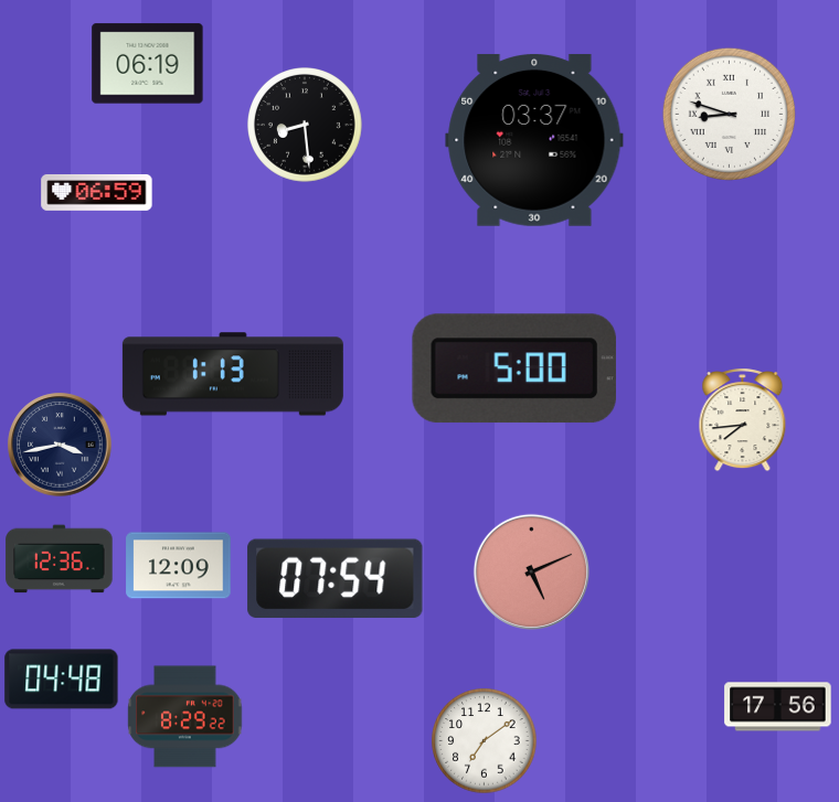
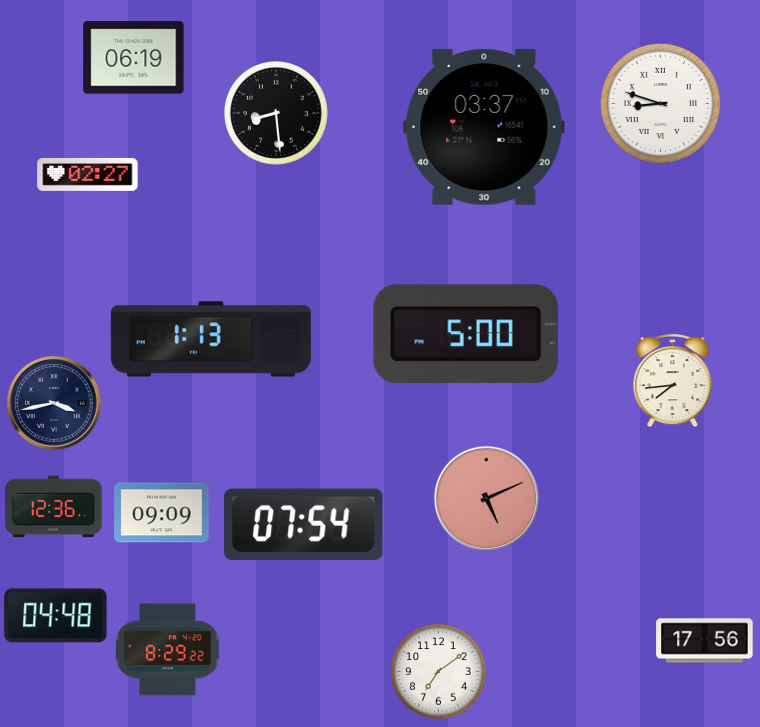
clock at (97, 192): 06:59 -> 02:27
clock at (179, 566): 12:09 -> 09:09
clock at (531, 571) position: (531, 571) -> (486, 498)
